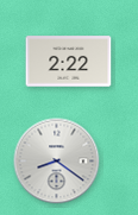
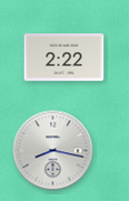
clock at (57, 162): 8:21 -> 8:17
